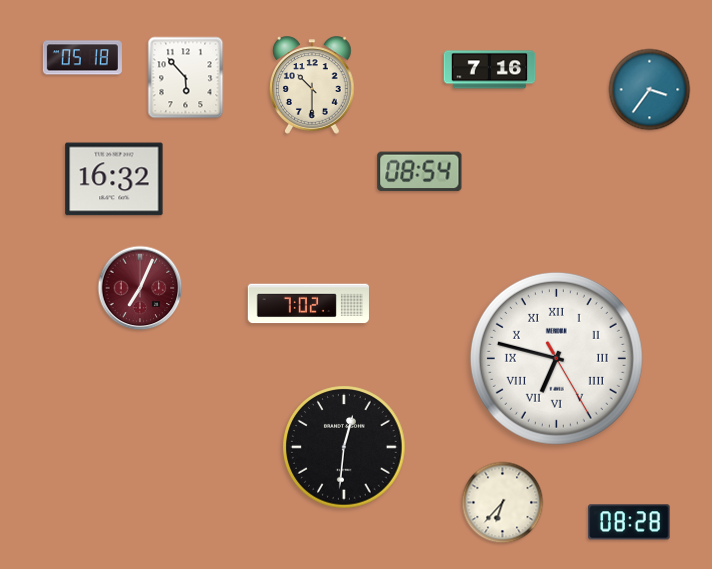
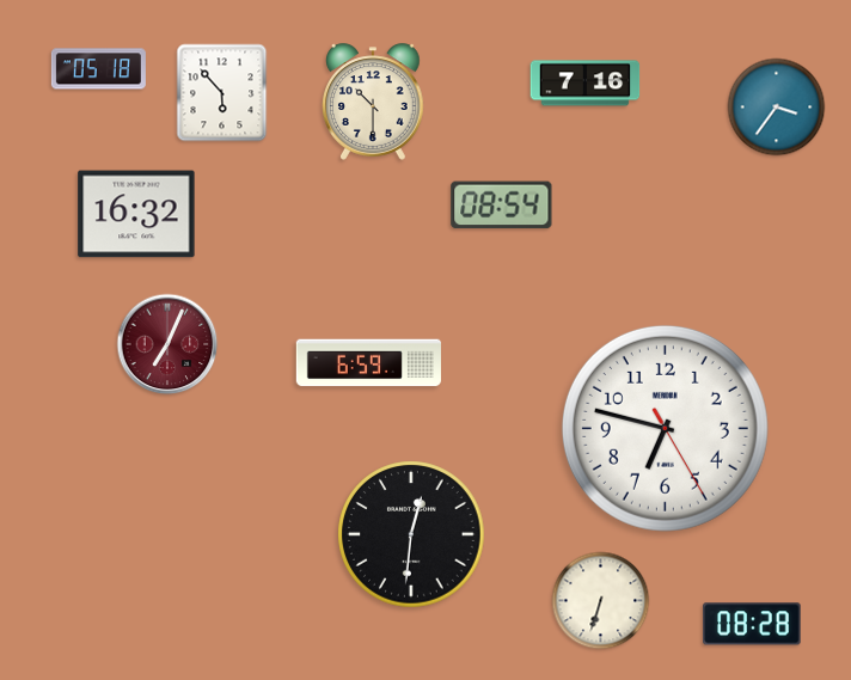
clock at (308, 304): 7:02 -> 6:59
clock at (556, 358) numerals: Roman -> Arabic
clock at (503, 503): 6:37 -> 6:33
